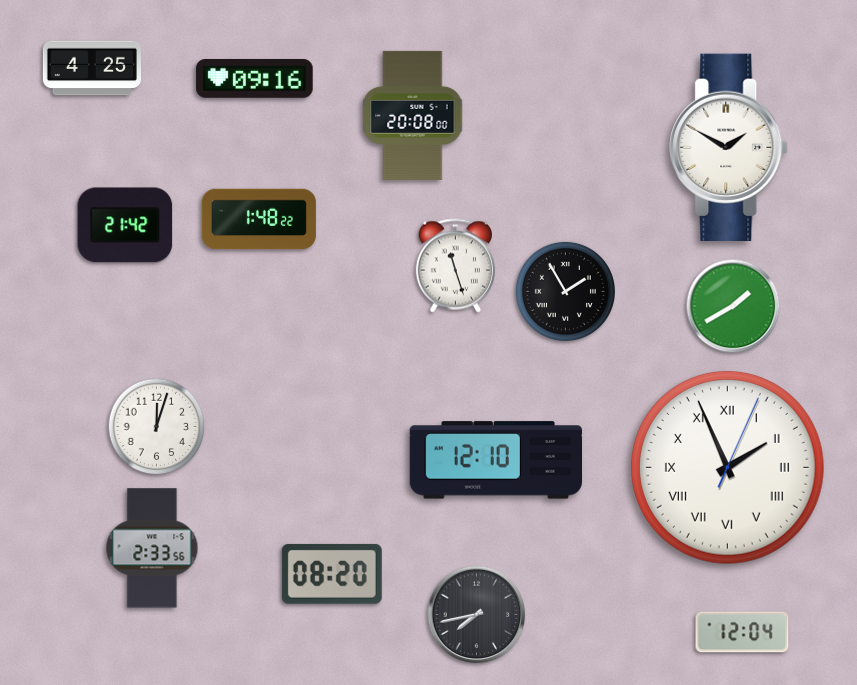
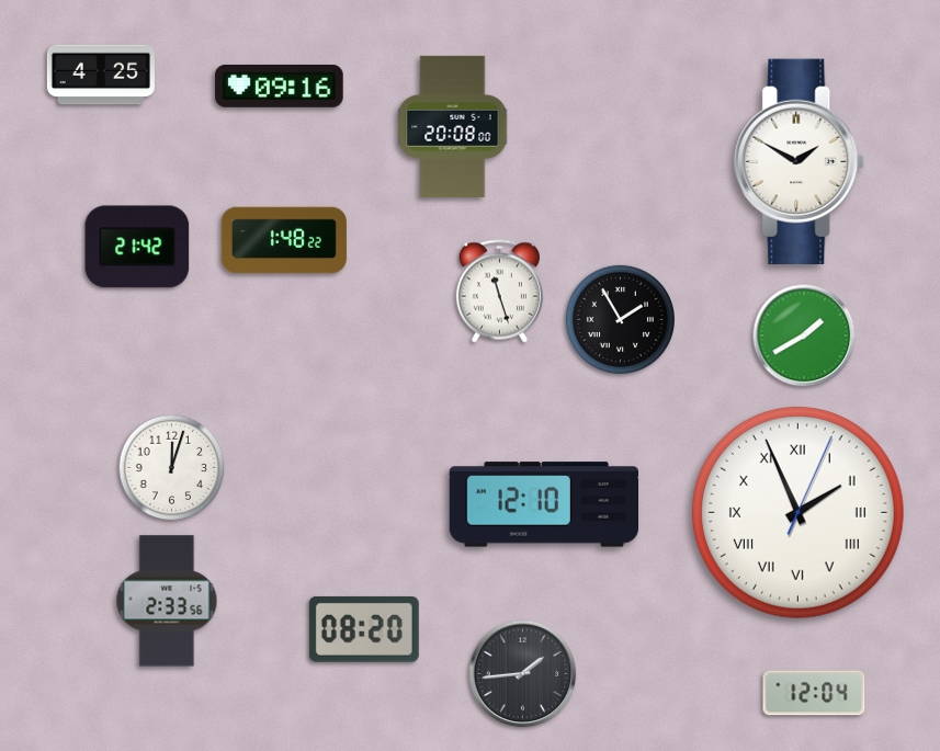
clock at (477, 615): 7:43 -> 1:44
